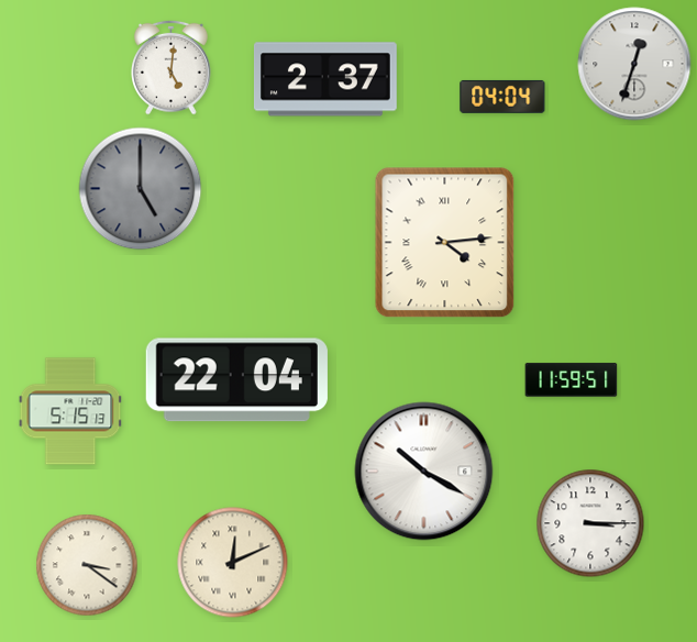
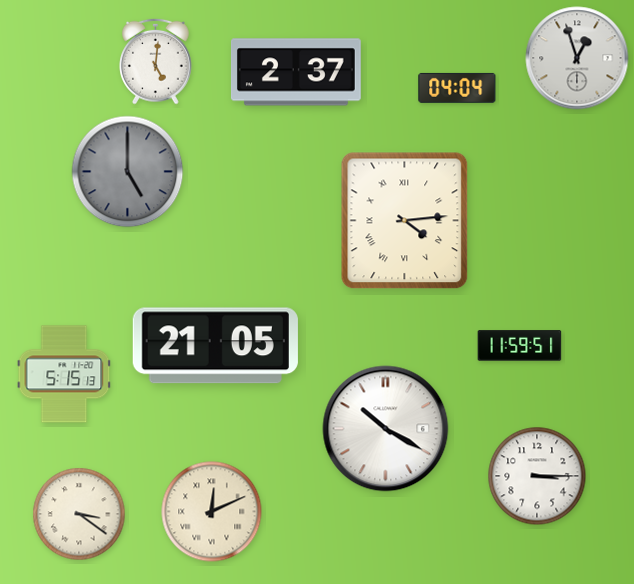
clock at (634, 64): 12:33 -> 12:57
clock at (236, 380): 22:04 -> 21:05
